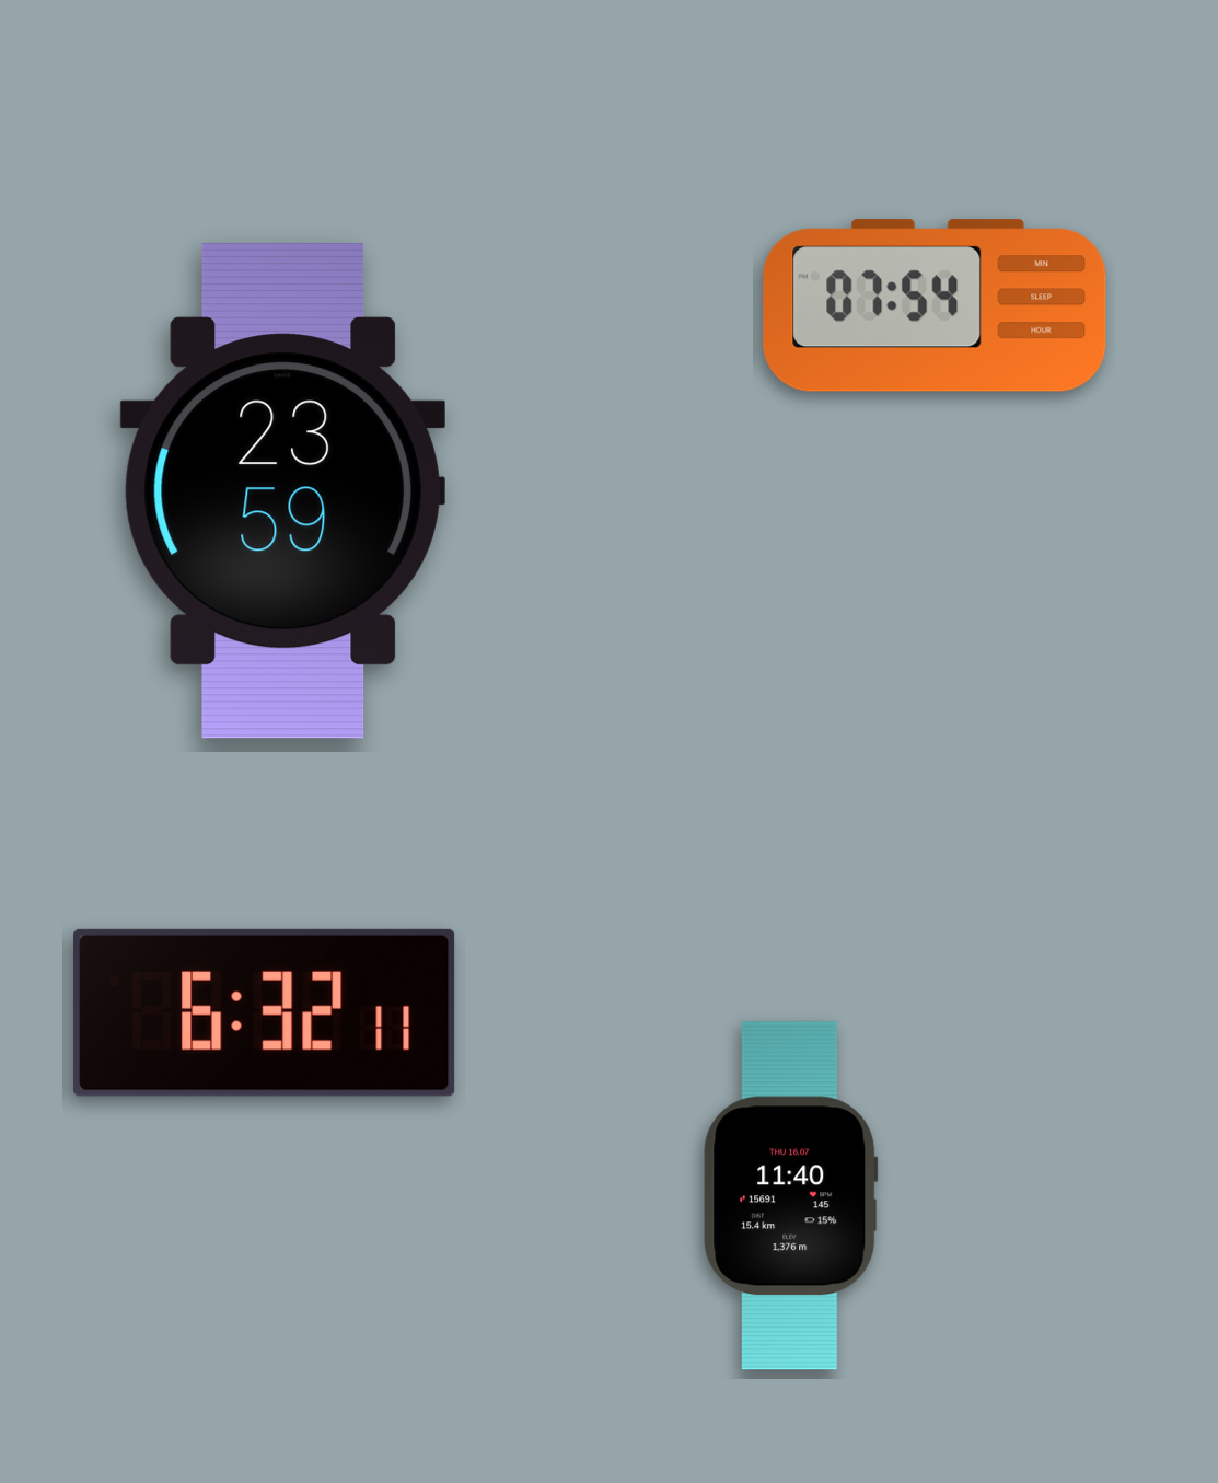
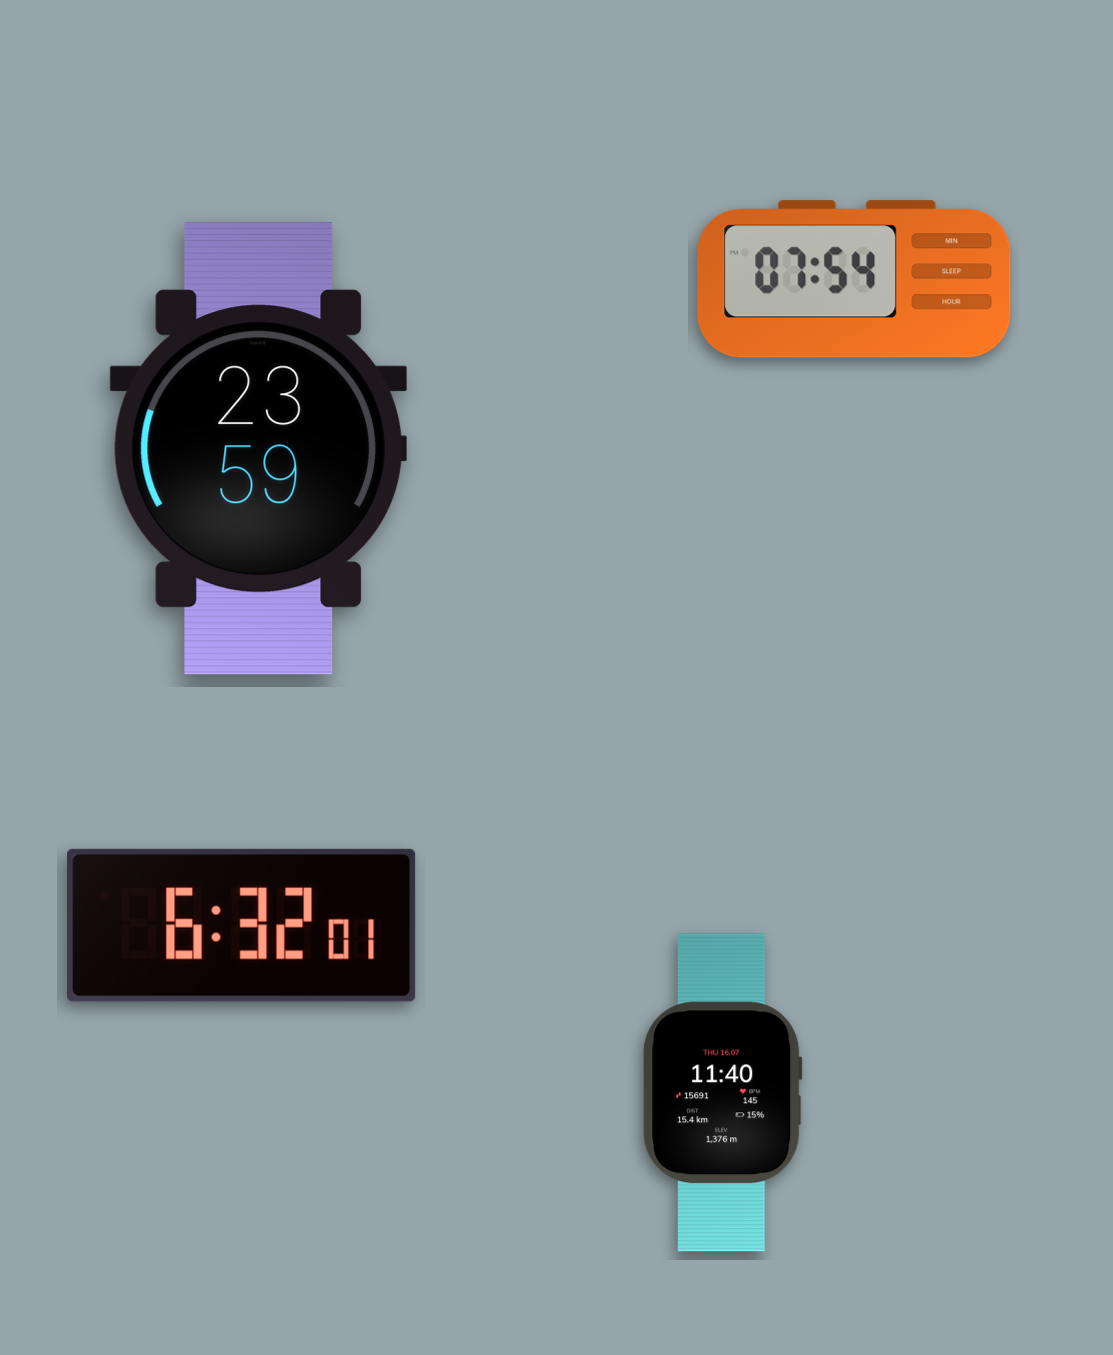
clock at (265, 1012): 6:32:11 -> 6:32:01
